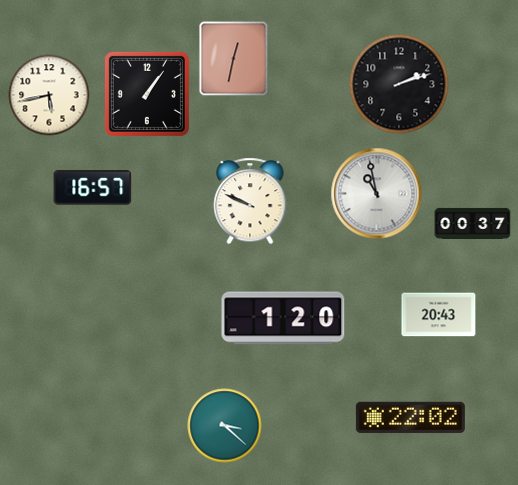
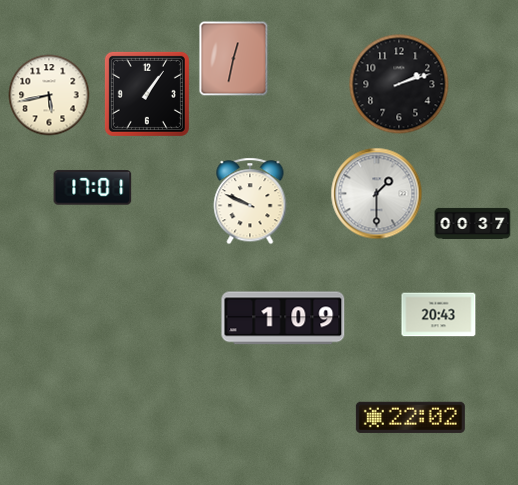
clock at (93, 188): 16:57 -> 17:01
clock at (377, 194): 10:58 -> 1:30
clock at (283, 318): 1:20 -> 1:09
clock at (225, 426): 3:22 -> none
